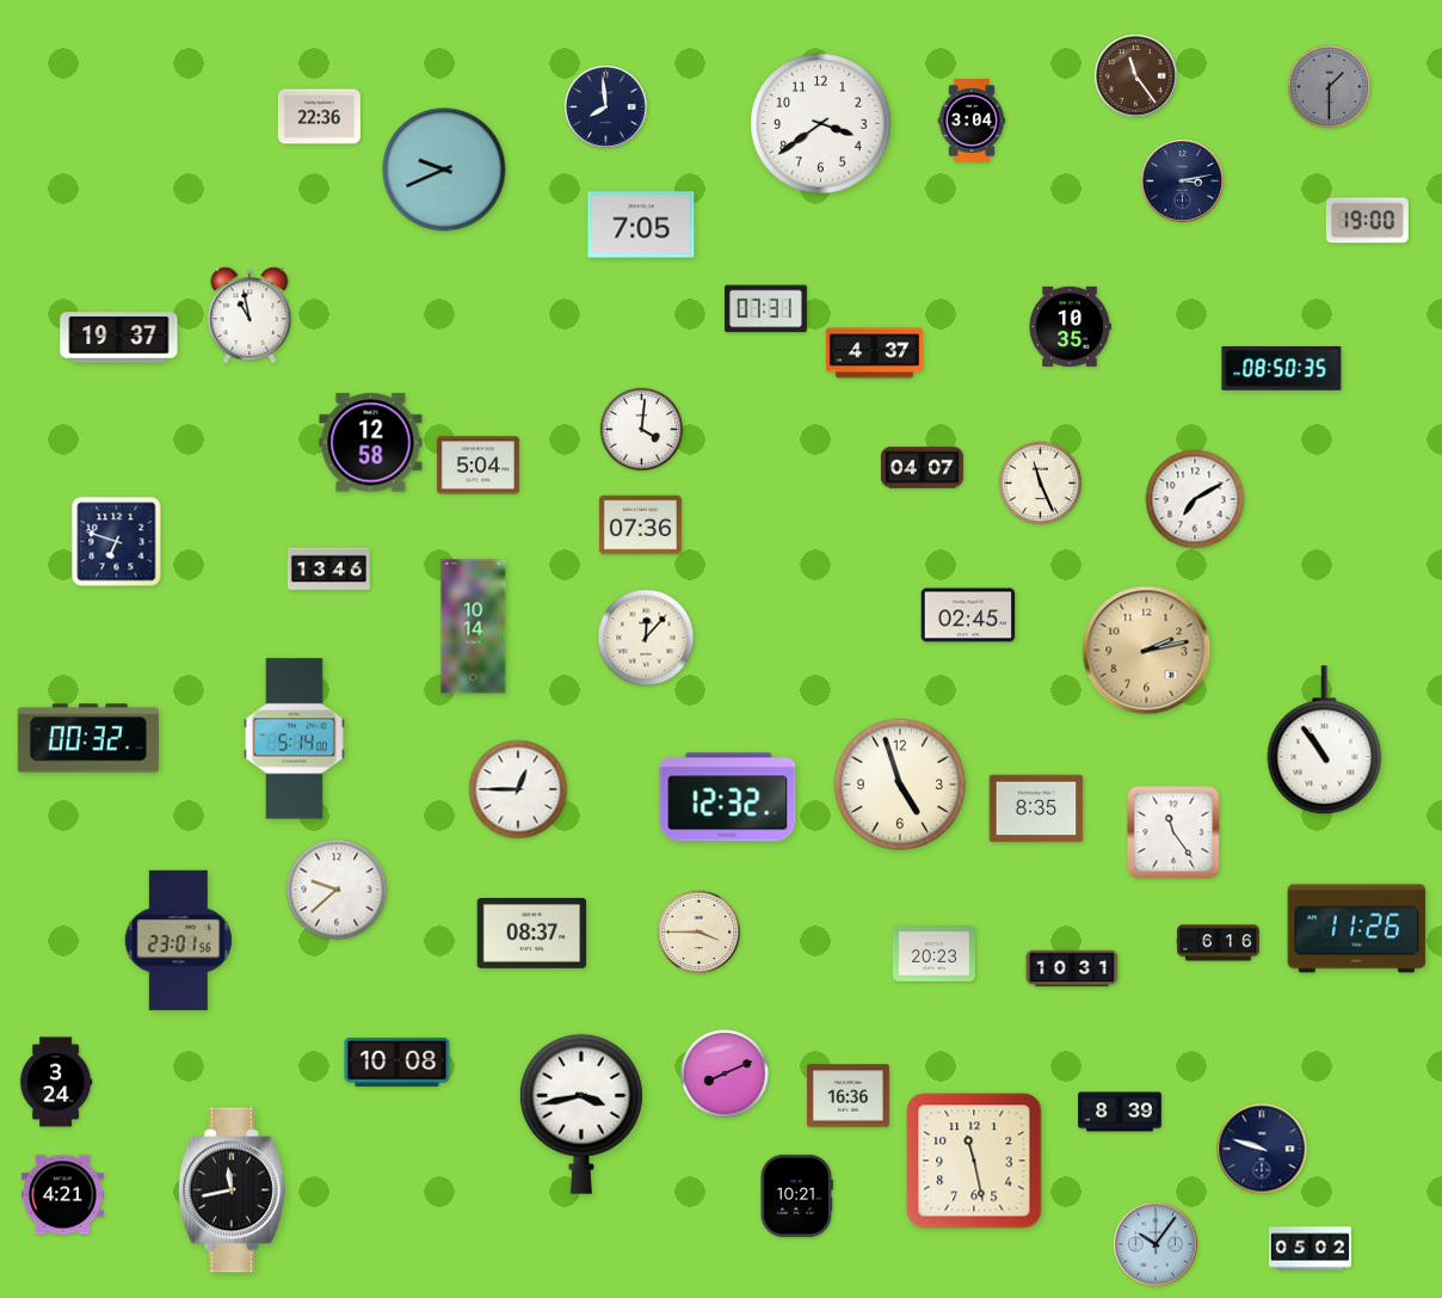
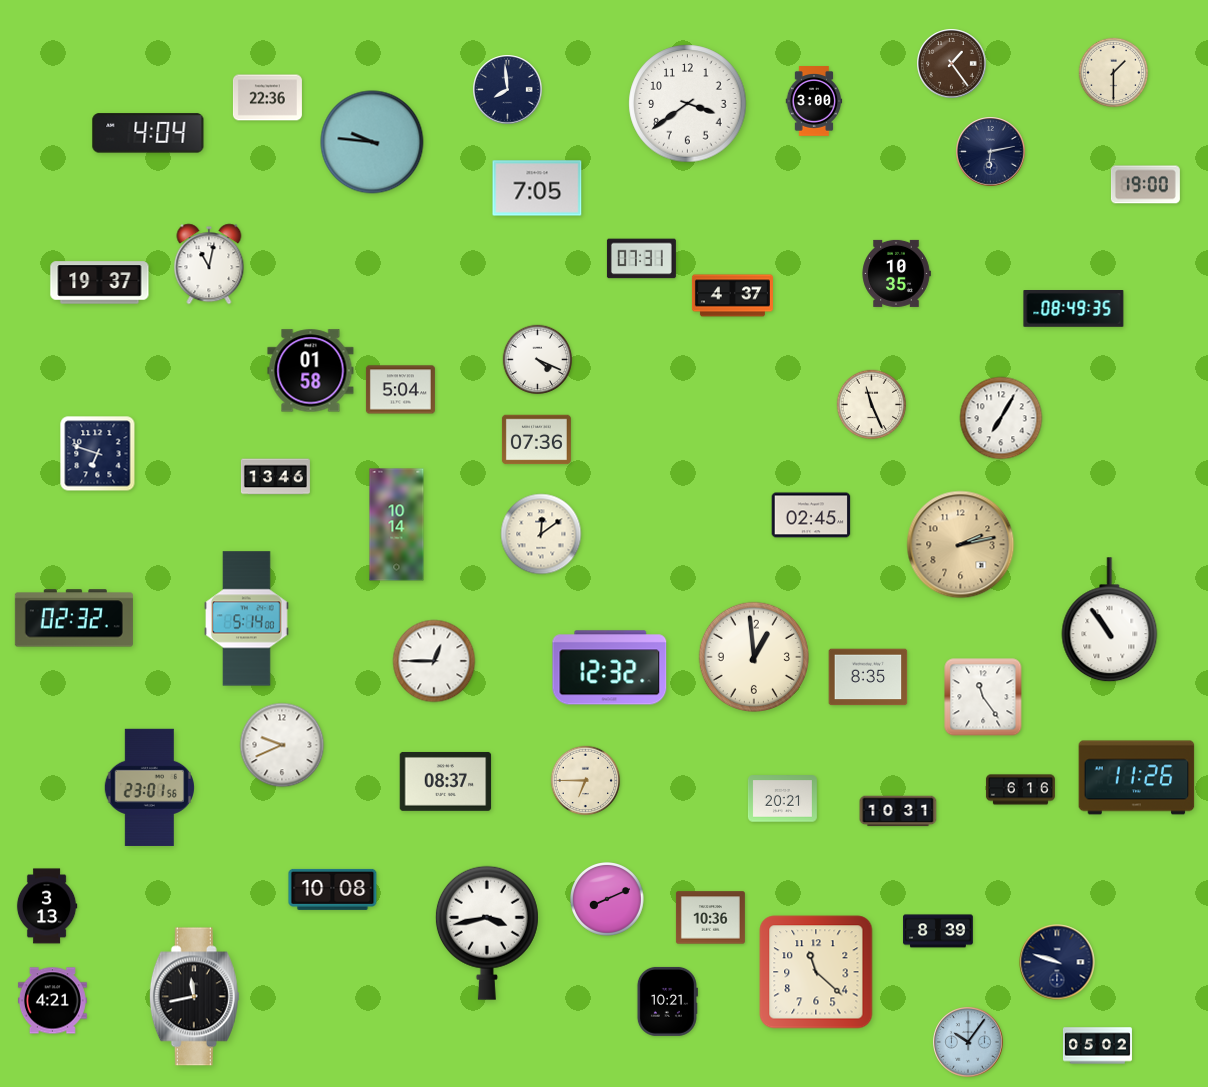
clock at (1136, 76): 11:24 -> 1:24
clock at (1330, 87) dial: grey -> cream
clock at (972, 121): 3:04 -> 3:00
clock at (148, 133): none -> 4:04
clock at (444, 170): 9:41 -> 9:46
clock at (1183, 182): 3:13 -> 6:13
clock at (249, 315): 10:58 -> 11:02
clock at (1282, 369): 08:50 -> 08:49
clock at (642, 430): 4:01 -> 4:19
clock at (371, 443): 12:58 -> 01:58
clock at (922, 468): 04:07 -> none
clock at (1195, 499): 7:10 -> 7:05
clock at (646, 638): 12:07 -> 12:09
clock at (88, 738): 00:32 -> 02:32
clock at (899, 783): 4:57 -> 12:59
clock at (337, 890): 9:38 -> 9:41
clock at (700, 933): 3:45 -> 6:45
clock at (933, 954): 20:23 -> 20:21
clock at (56, 1082): 3:24 -> 3:13
clock at (848, 1096): 16:36 -> 10:36
clock at (974, 1161): 11:28 -> 11:22
